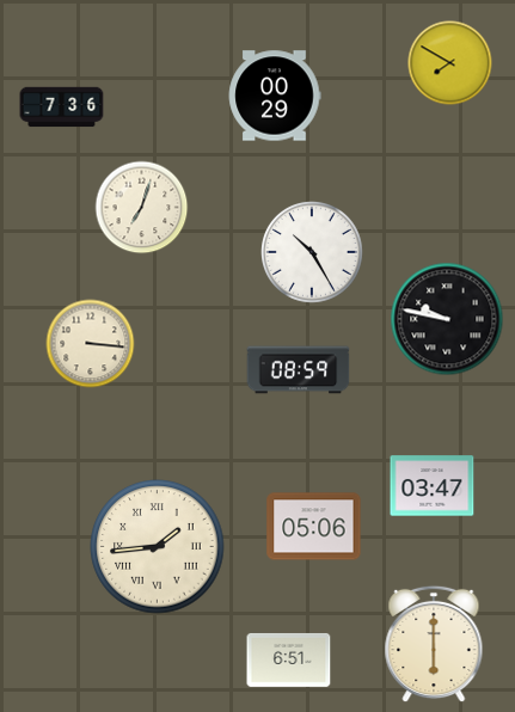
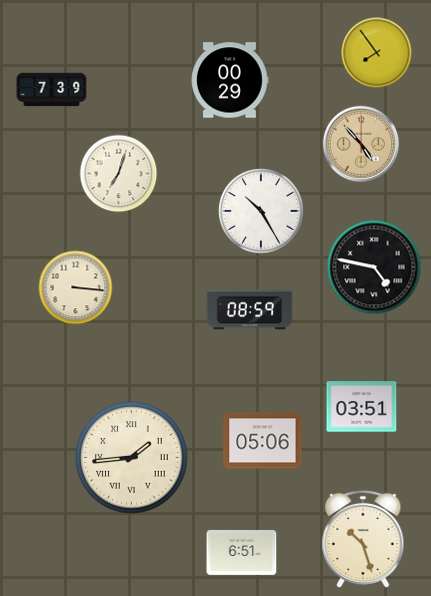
clock at (450, 63): 7:50 -> 7:54
clock at (62, 108): 7:36 -> 7:39
clock at (361, 144): none -> 4:53
clock at (447, 319): 9:47 -> 4:47
clock at (433, 486): 03:47 -> 03:51
clock at (434, 644): 6:00 -> 10:27
